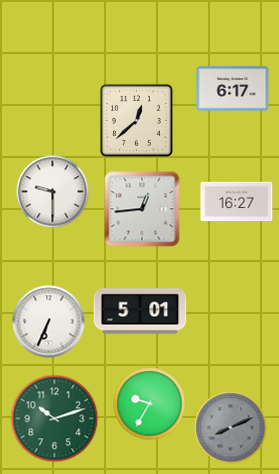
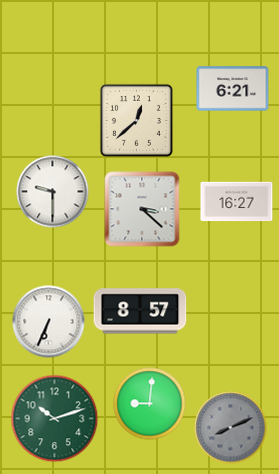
clock at (233, 89): 6:17 -> 6:21
clock at (142, 209): 12:44 -> 3:22
clock at (140, 311): 5:01 -> 8:57
clock at (150, 404): 9:35 -> 9:01
